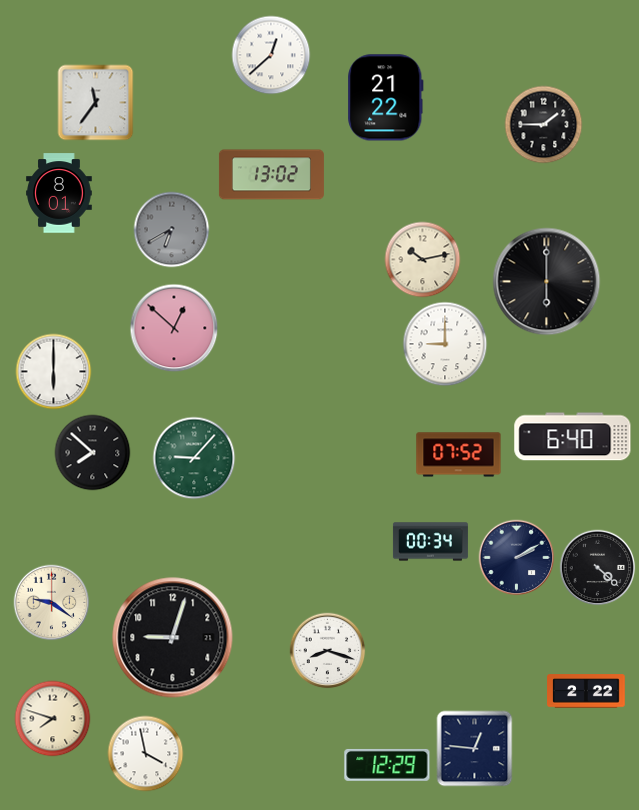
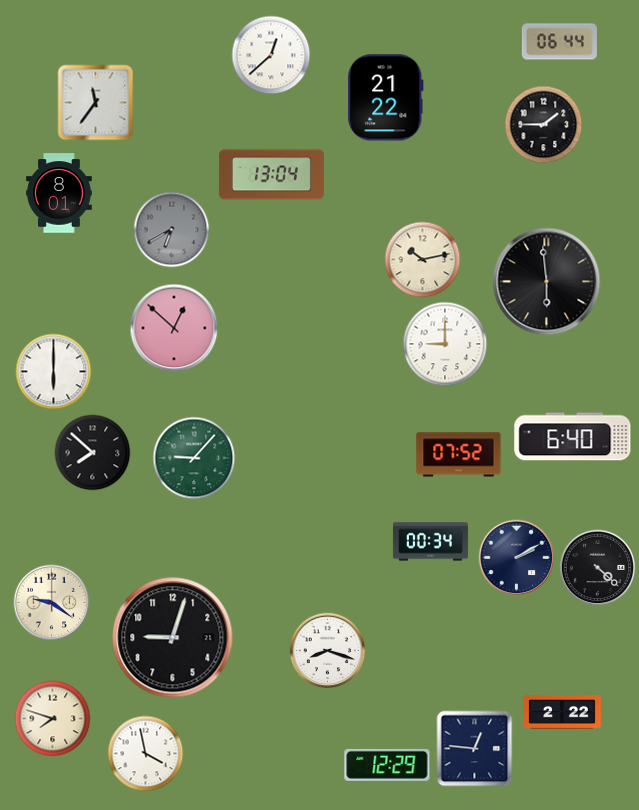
clock at (559, 42): none -> 06:44
clock at (271, 175): 13:02 -> 13:04
clock at (547, 282): 6:00 -> 5:59
clock at (586, 691) position: (586, 691) -> (562, 712)
